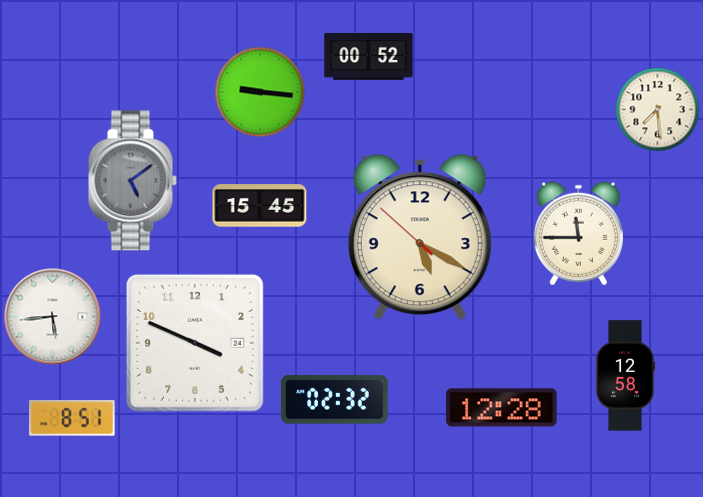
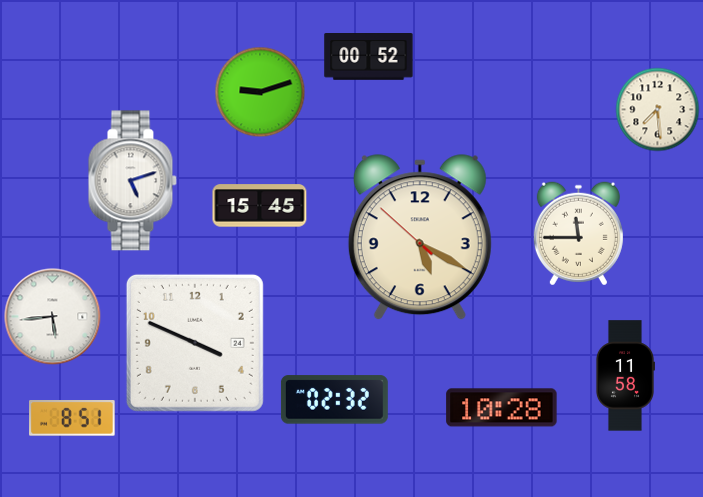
clock at (260, 92): 9:16 -> 9:12
clock at (132, 181): 5:09 -> 5:12
clock at (132, 181) dial: grey -> white
clock at (624, 376): 12:58 -> 11:58
clock at (502, 408): 12:28 -> 10:28
